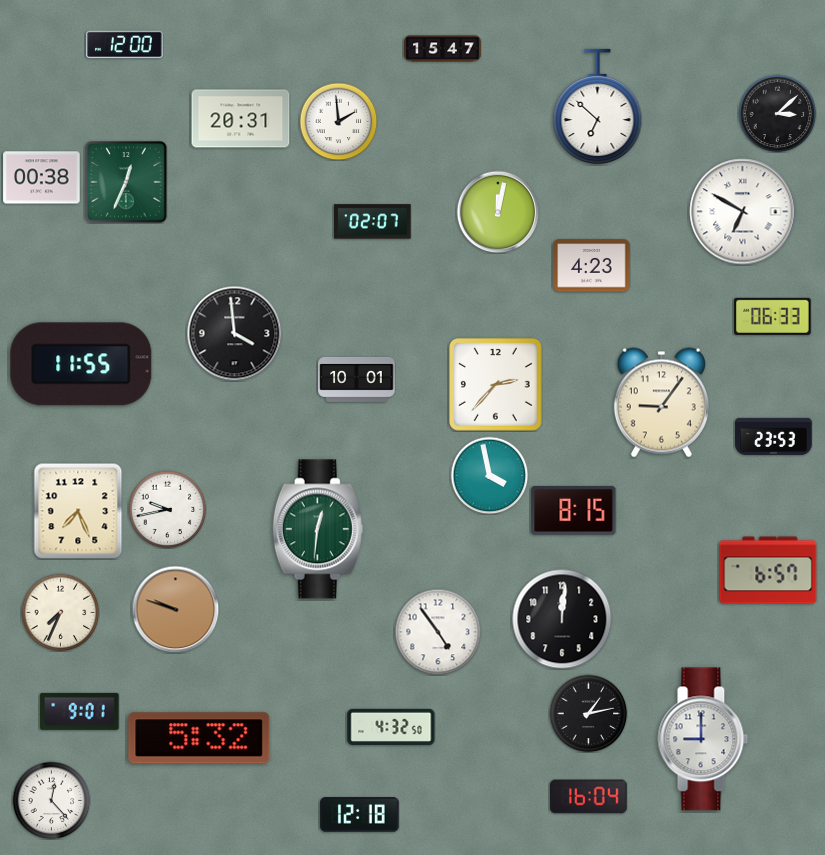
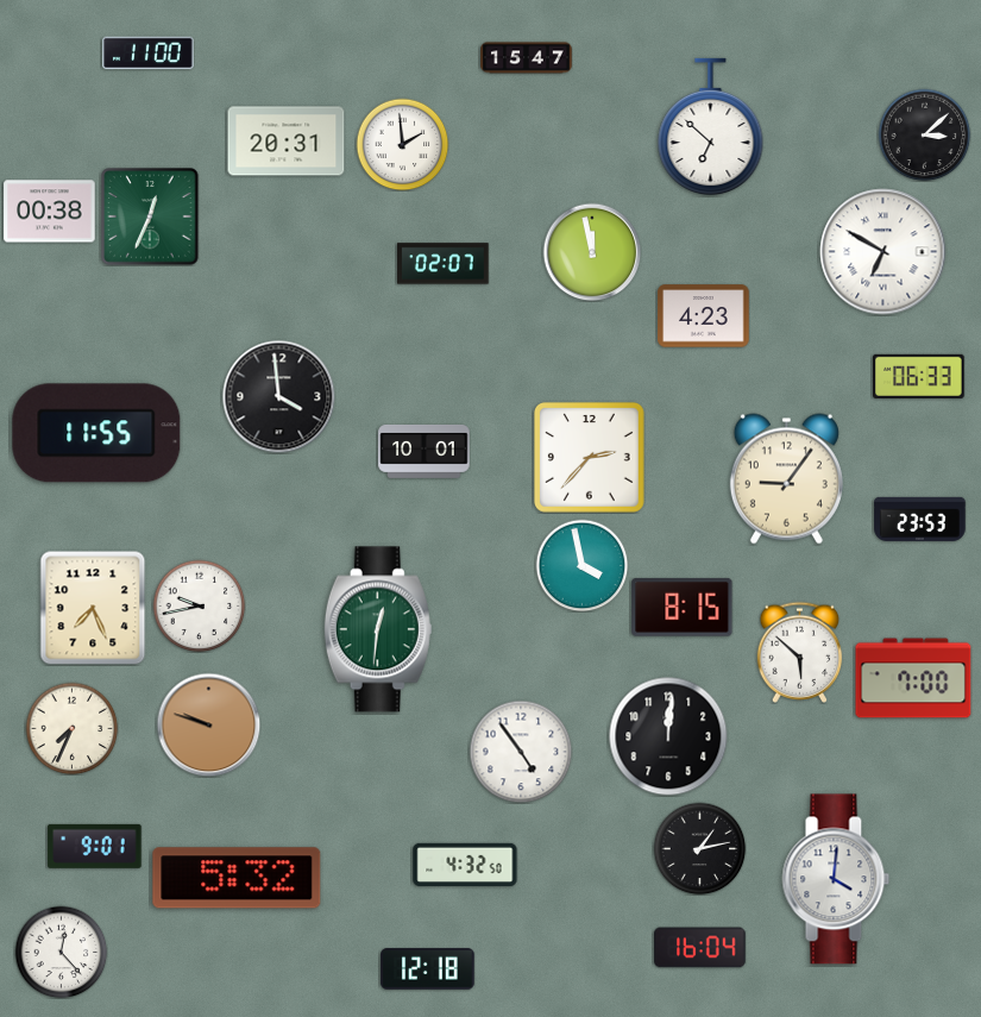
clock at (125, 45): 12:00 -> 11:00
clock at (498, 212): 12:02 -> 11:58
clock at (800, 652): none -> 5:52
clock at (768, 570): 6:57 -> 7:00
clock at (703, 739): 9:00 -> 4:01
